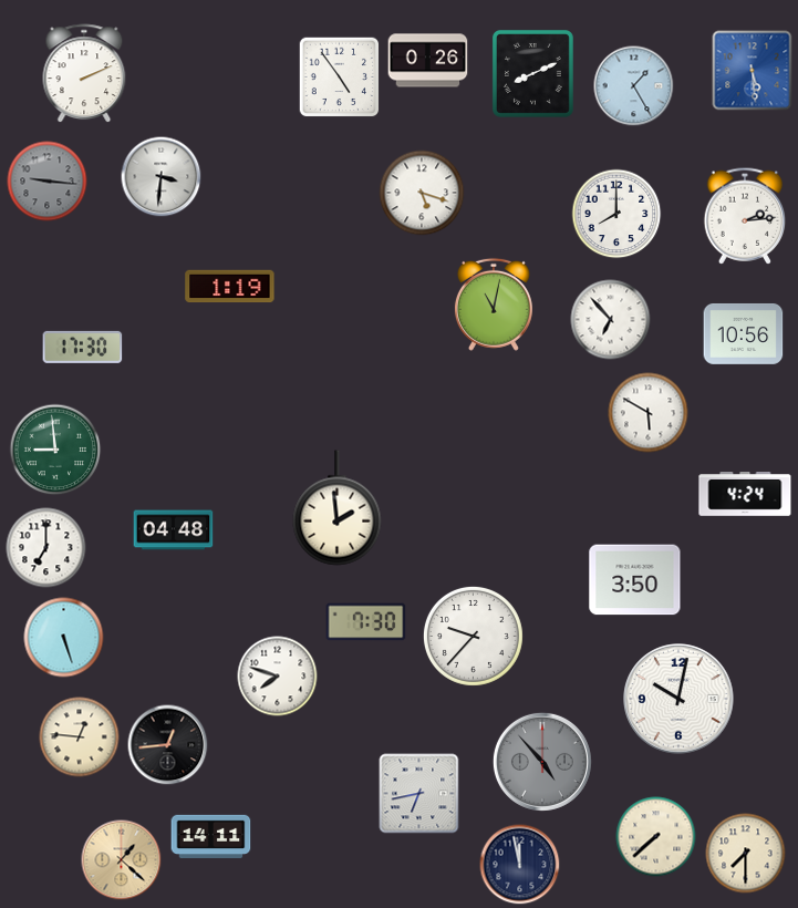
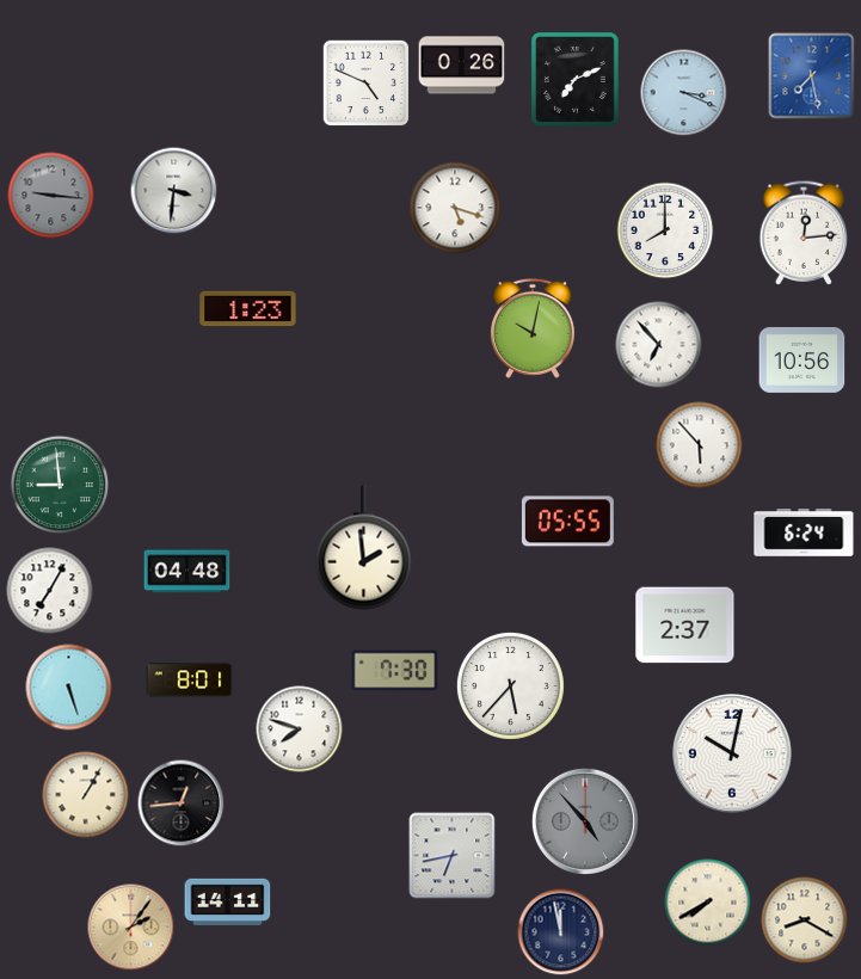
clock at (753, 71): 5:29 -> 7:28
clock at (84, 74): 2:11 -> none
clock at (533, 74): 8:11 -> 7:11
clock at (340, 78): 4:54 -> 4:49
clock at (634, 86): 1:25 -> 3:19
clock at (745, 216): 2:14 -> 12:14
clock at (230, 287): 1:19 -> 1:23
clock at (494, 305): 11:02 -> 10:02
clock at (83, 347): 17:30 -> none
clock at (649, 413): 5:50 -> 5:53
clock at (567, 522): none -> 05:55
clock at (745, 495): 4:24 -> 6:24
clock at (46, 548): 7:00 -> 7:05
clock at (635, 580): 3:50 -> 2:37
clock at (190, 681): none -> 8:01
clock at (473, 636): 9:37 -> 5:37
clock at (80, 737): 12:46 -> 1:05
clock at (656, 837): 7:38 -> 7:40
clock at (746, 854): 7:30 -> 8:20
clock at (122, 860): 1:22 -> 2:06
